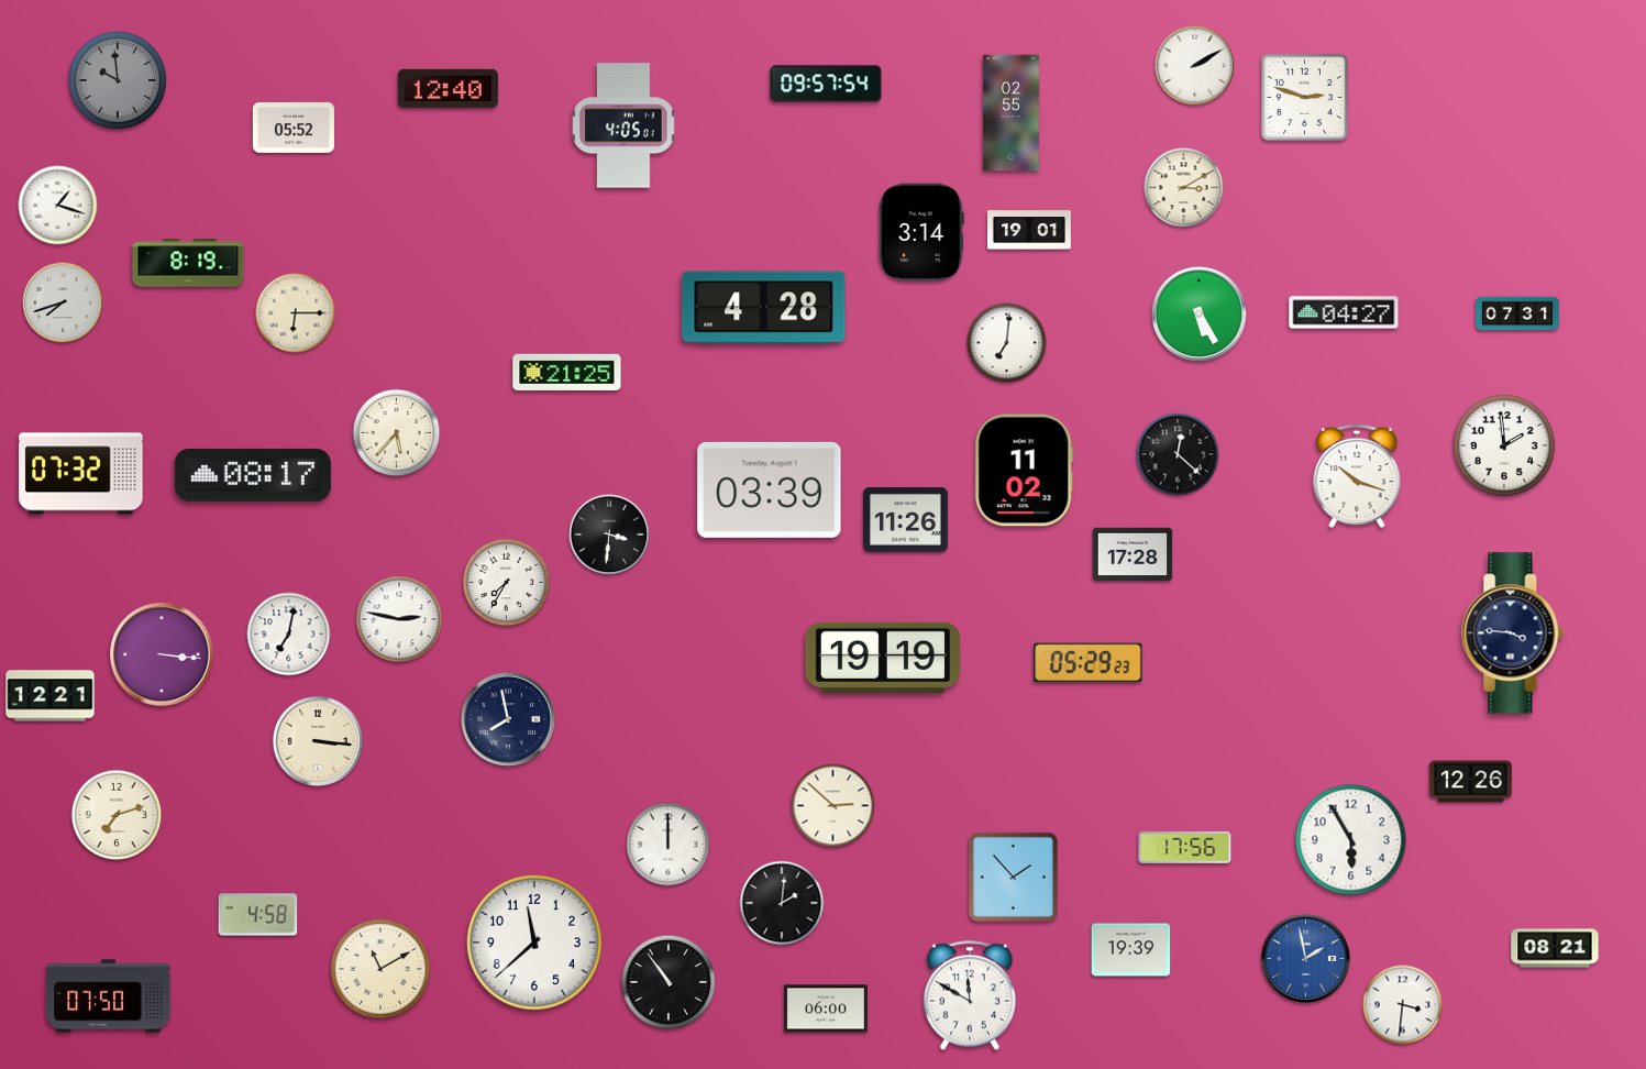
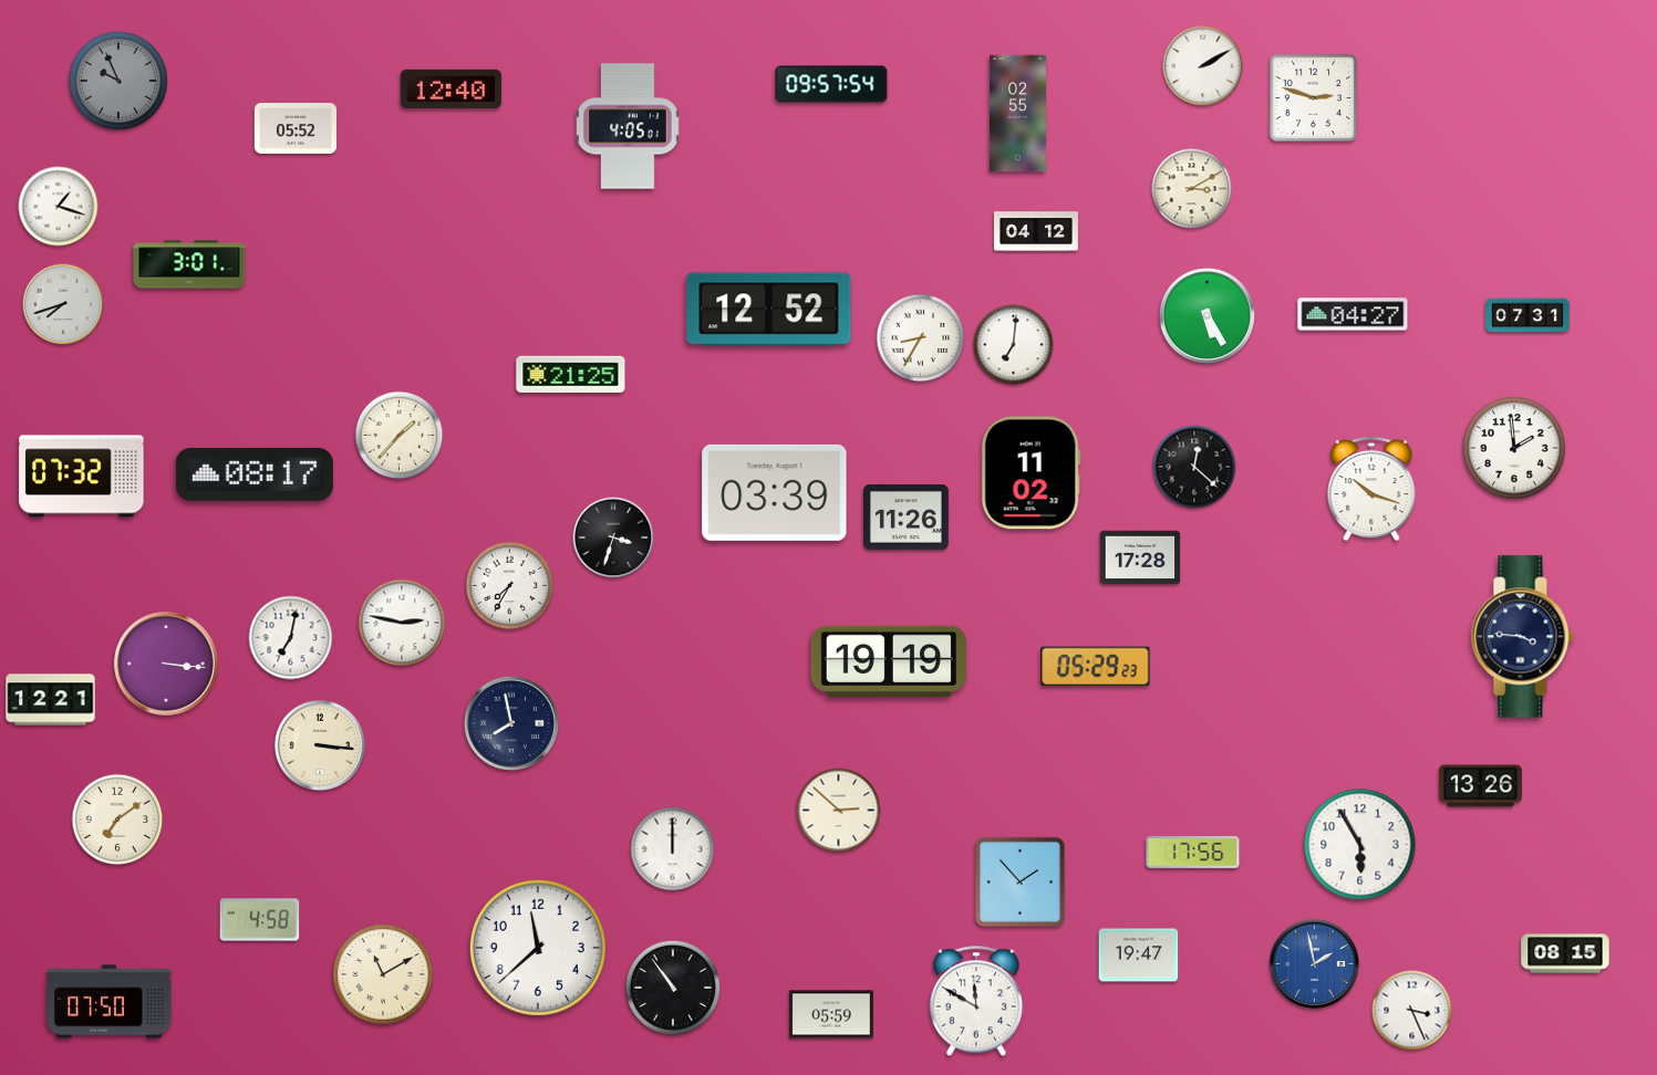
clock at (118, 80): 9:59 -> 9:56
clock at (1029, 230): 19:01 -> 04:12
clock at (921, 232): 3:14 -> none
clock at (188, 263): 8:19 -> 3:01
clock at (764, 308): 4:28 -> 12:52
clock at (296, 313): 6:15 -> none
clock at (921, 338): none -> 8:35
clock at (397, 433): 5:37 -> 1:37
clock at (1178, 454) position: (1178, 454) -> (1194, 467)
clock at (253, 475) position: (253, 475) -> (255, 474)
clock at (1357, 476) position: (1357, 476) -> (1371, 489)
clock at (906, 520) position: (906, 520) -> (907, 518)
clock at (609, 534): 3:31 -> 3:33
clock at (162, 654) position: (162, 654) -> (166, 664)
clock at (1470, 782): 12:26 -> 13:26
clock at (117, 815): 7:12 -> 7:09
clock at (782, 903): 2:01 -> none
clock at (1555, 948): 08:21 -> 08:15
clock at (1131, 950): 19:39 -> 19:47
clock at (1403, 1005): 3:31 -> 3:26
clock at (826, 1009): 06:00 -> 05:59
